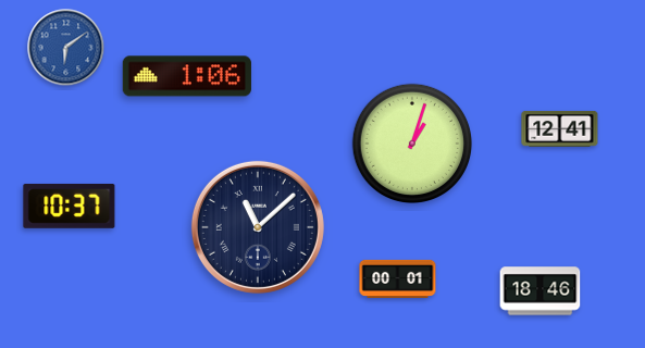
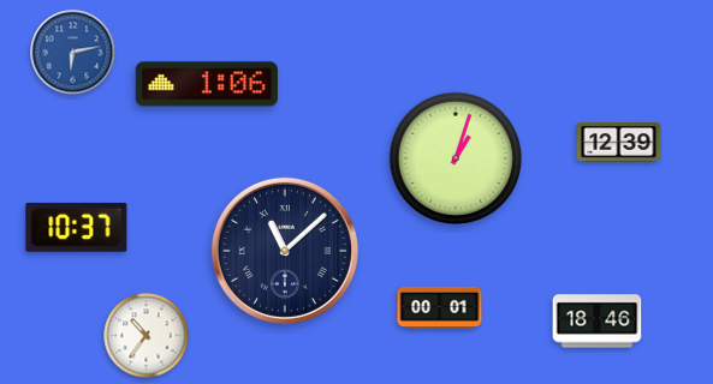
clock at (66, 48): 6:09 -> 6:13
clock at (560, 128): 12:41 -> 12:39
clock at (147, 336): none -> 10:36
